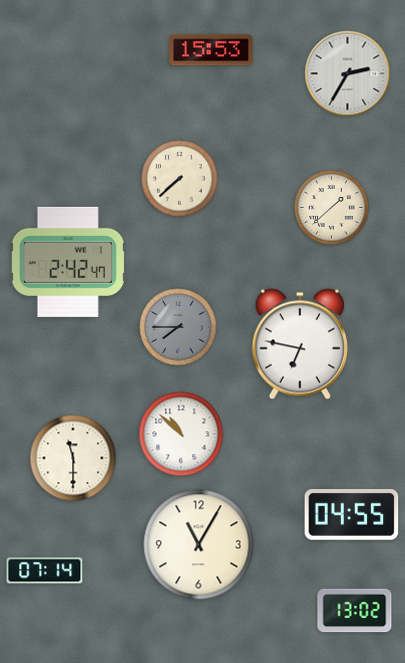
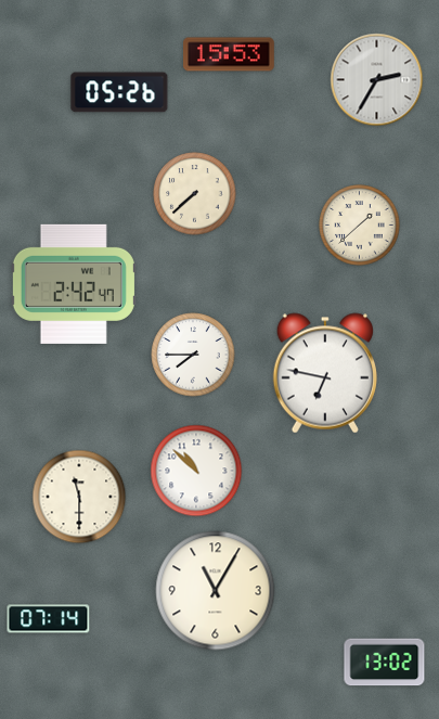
clock at (119, 92): none -> 05:26
clock at (178, 327) dial: grey -> white
clock at (352, 515): 04:55 -> none
